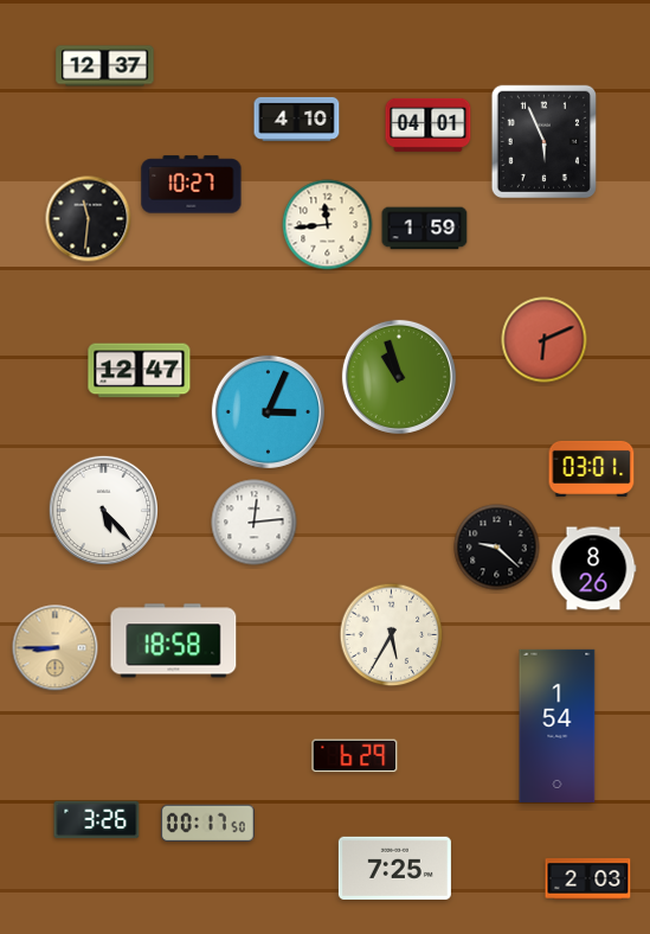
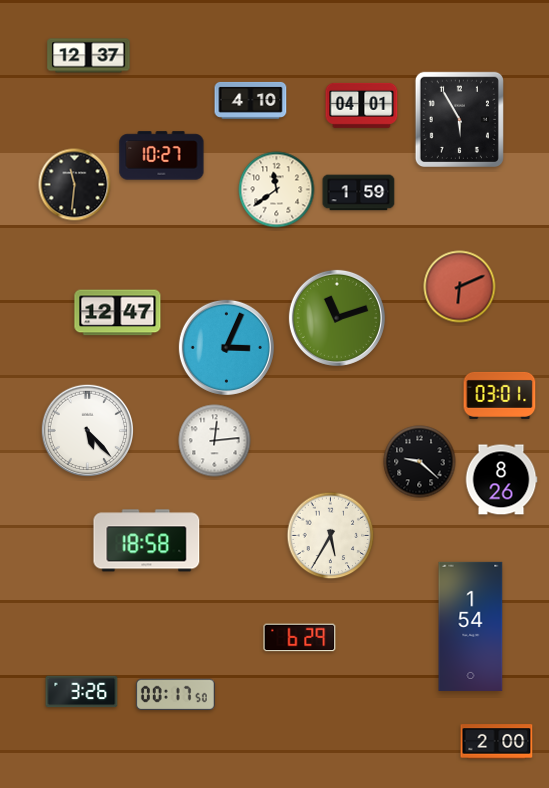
clock at (543, 141): 5:56 -> 5:55
clock at (328, 225): 11:44 -> 11:39
clock at (399, 377): 10:57 -> 11:12
clock at (56, 648): 8:45 -> none
clock at (558, 725) position: (558, 725) -> (471, 626)
clock at (394, 868): 7:25 -> none
clock at (588, 879): 2:03 -> 2:00
